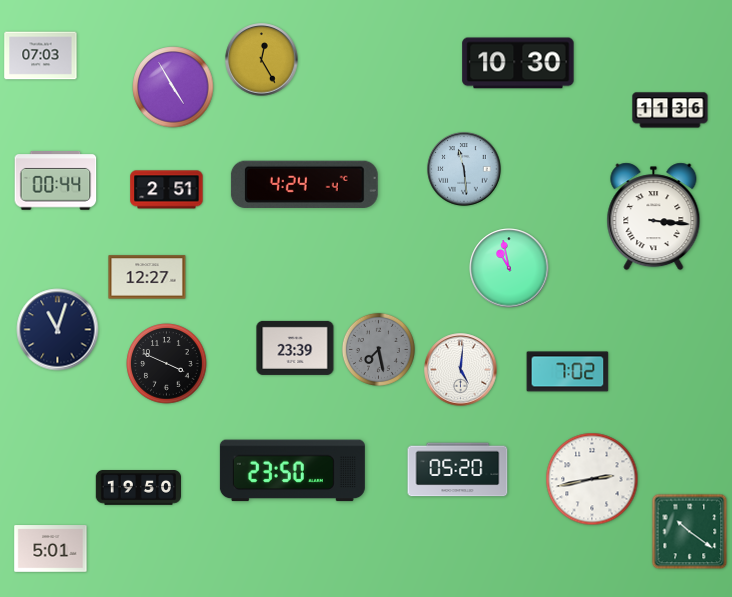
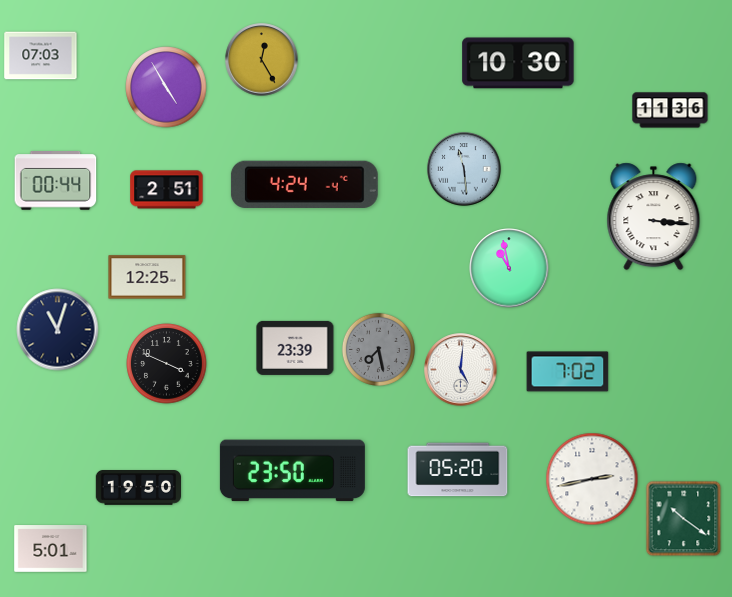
clock at (173, 87) position: (173, 87) -> (166, 87)
clock at (147, 277): 12:27 -> 12:25
clock at (690, 532) position: (690, 532) -> (684, 519)
